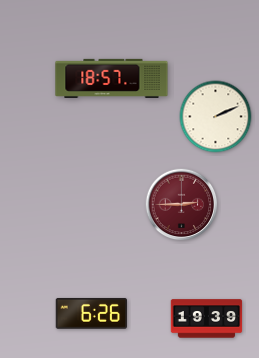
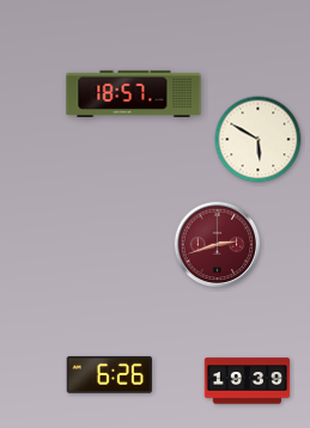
clock at (216, 117): 2:11 -> 5:50
clock at (182, 205): 2:45 -> 2:42
